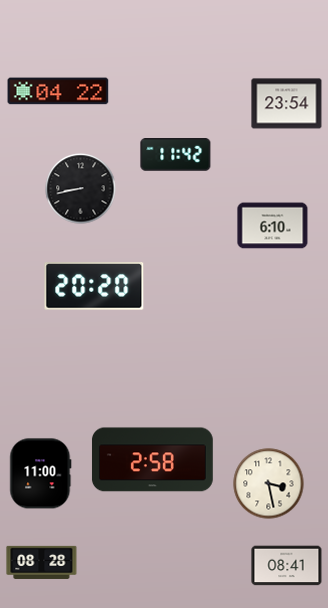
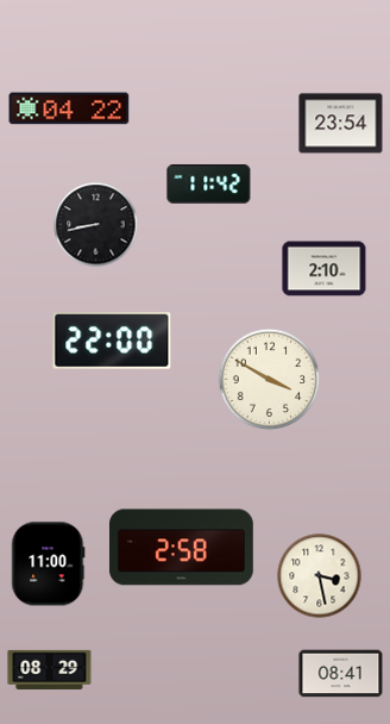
clock at (273, 226): 6:10 -> 2:10
clock at (94, 287): 20:20 -> 22:00
clock at (270, 380): none -> 3:50
clock at (42, 562): 08:28 -> 08:29
